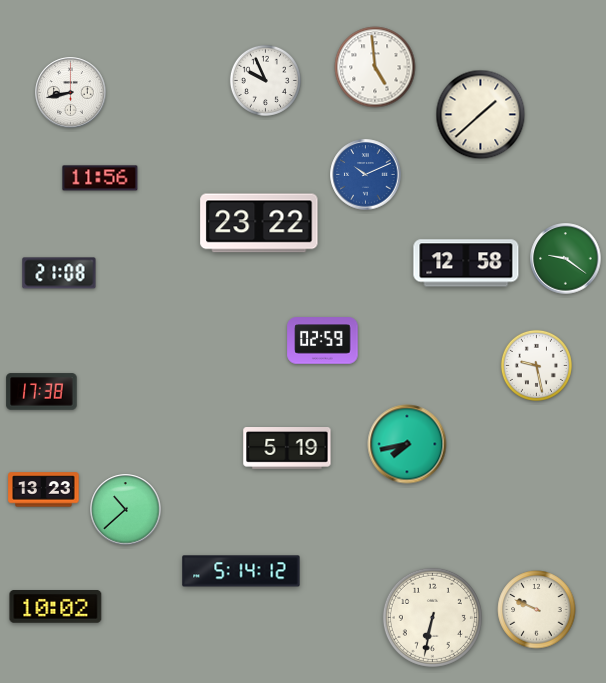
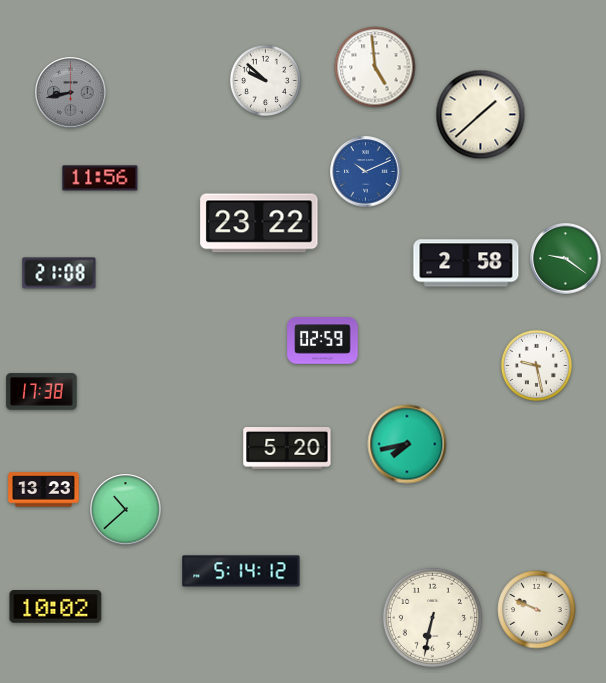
clock at (265, 80): 9:56 -> 9:52
clock at (71, 93) dial: white -> grey
clock at (366, 175) position: (366, 175) -> (366, 172)
clock at (466, 263): 12:58 -> 2:58
clock at (287, 449): 5:19 -> 5:20
